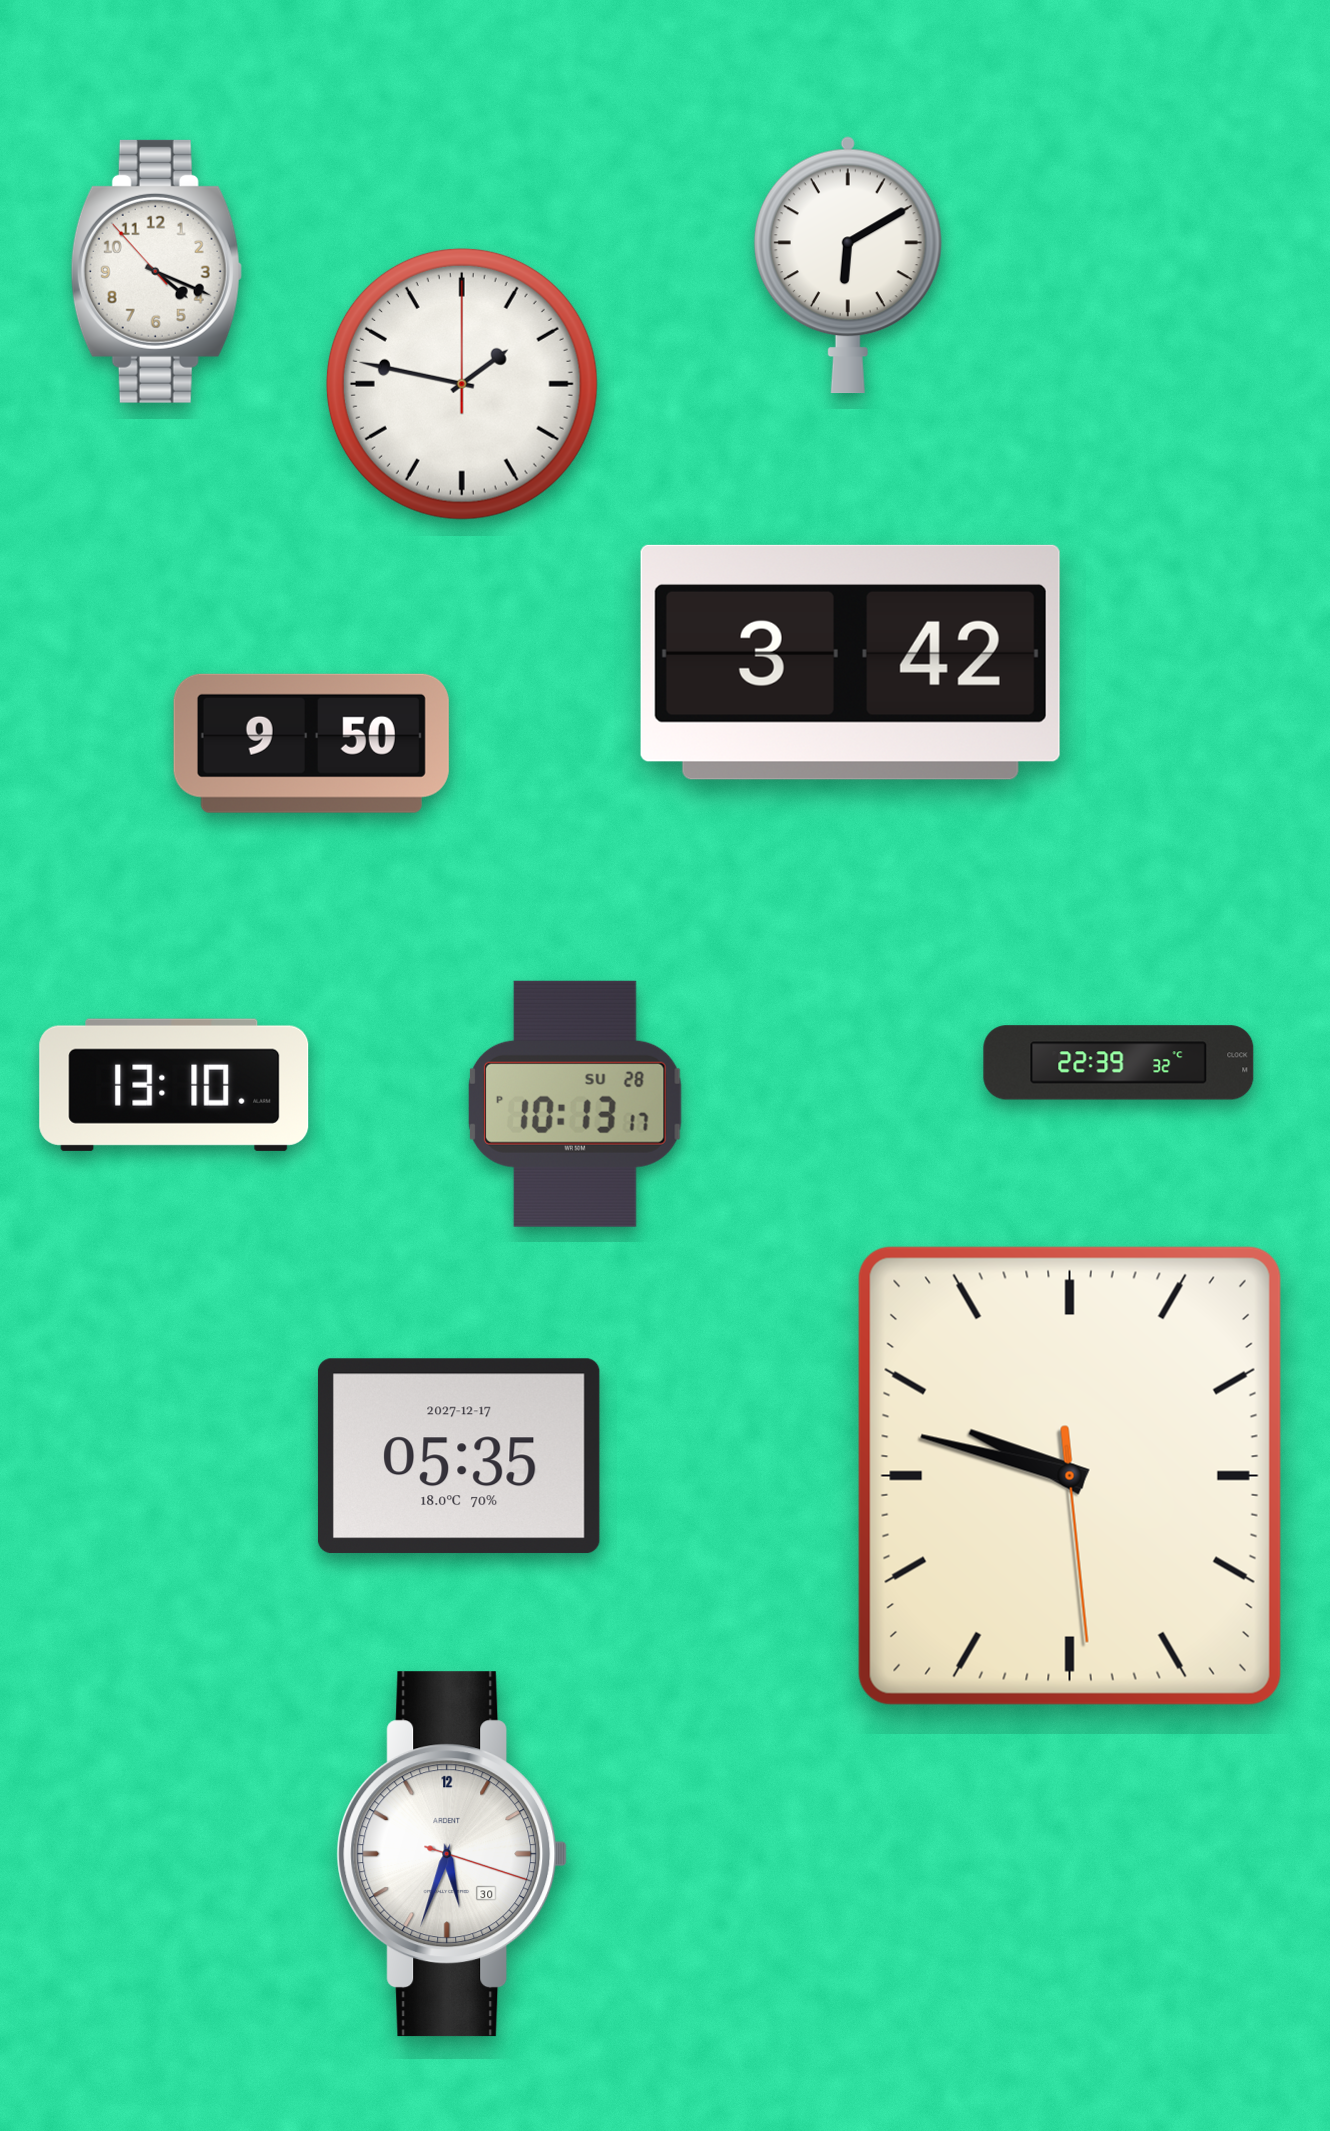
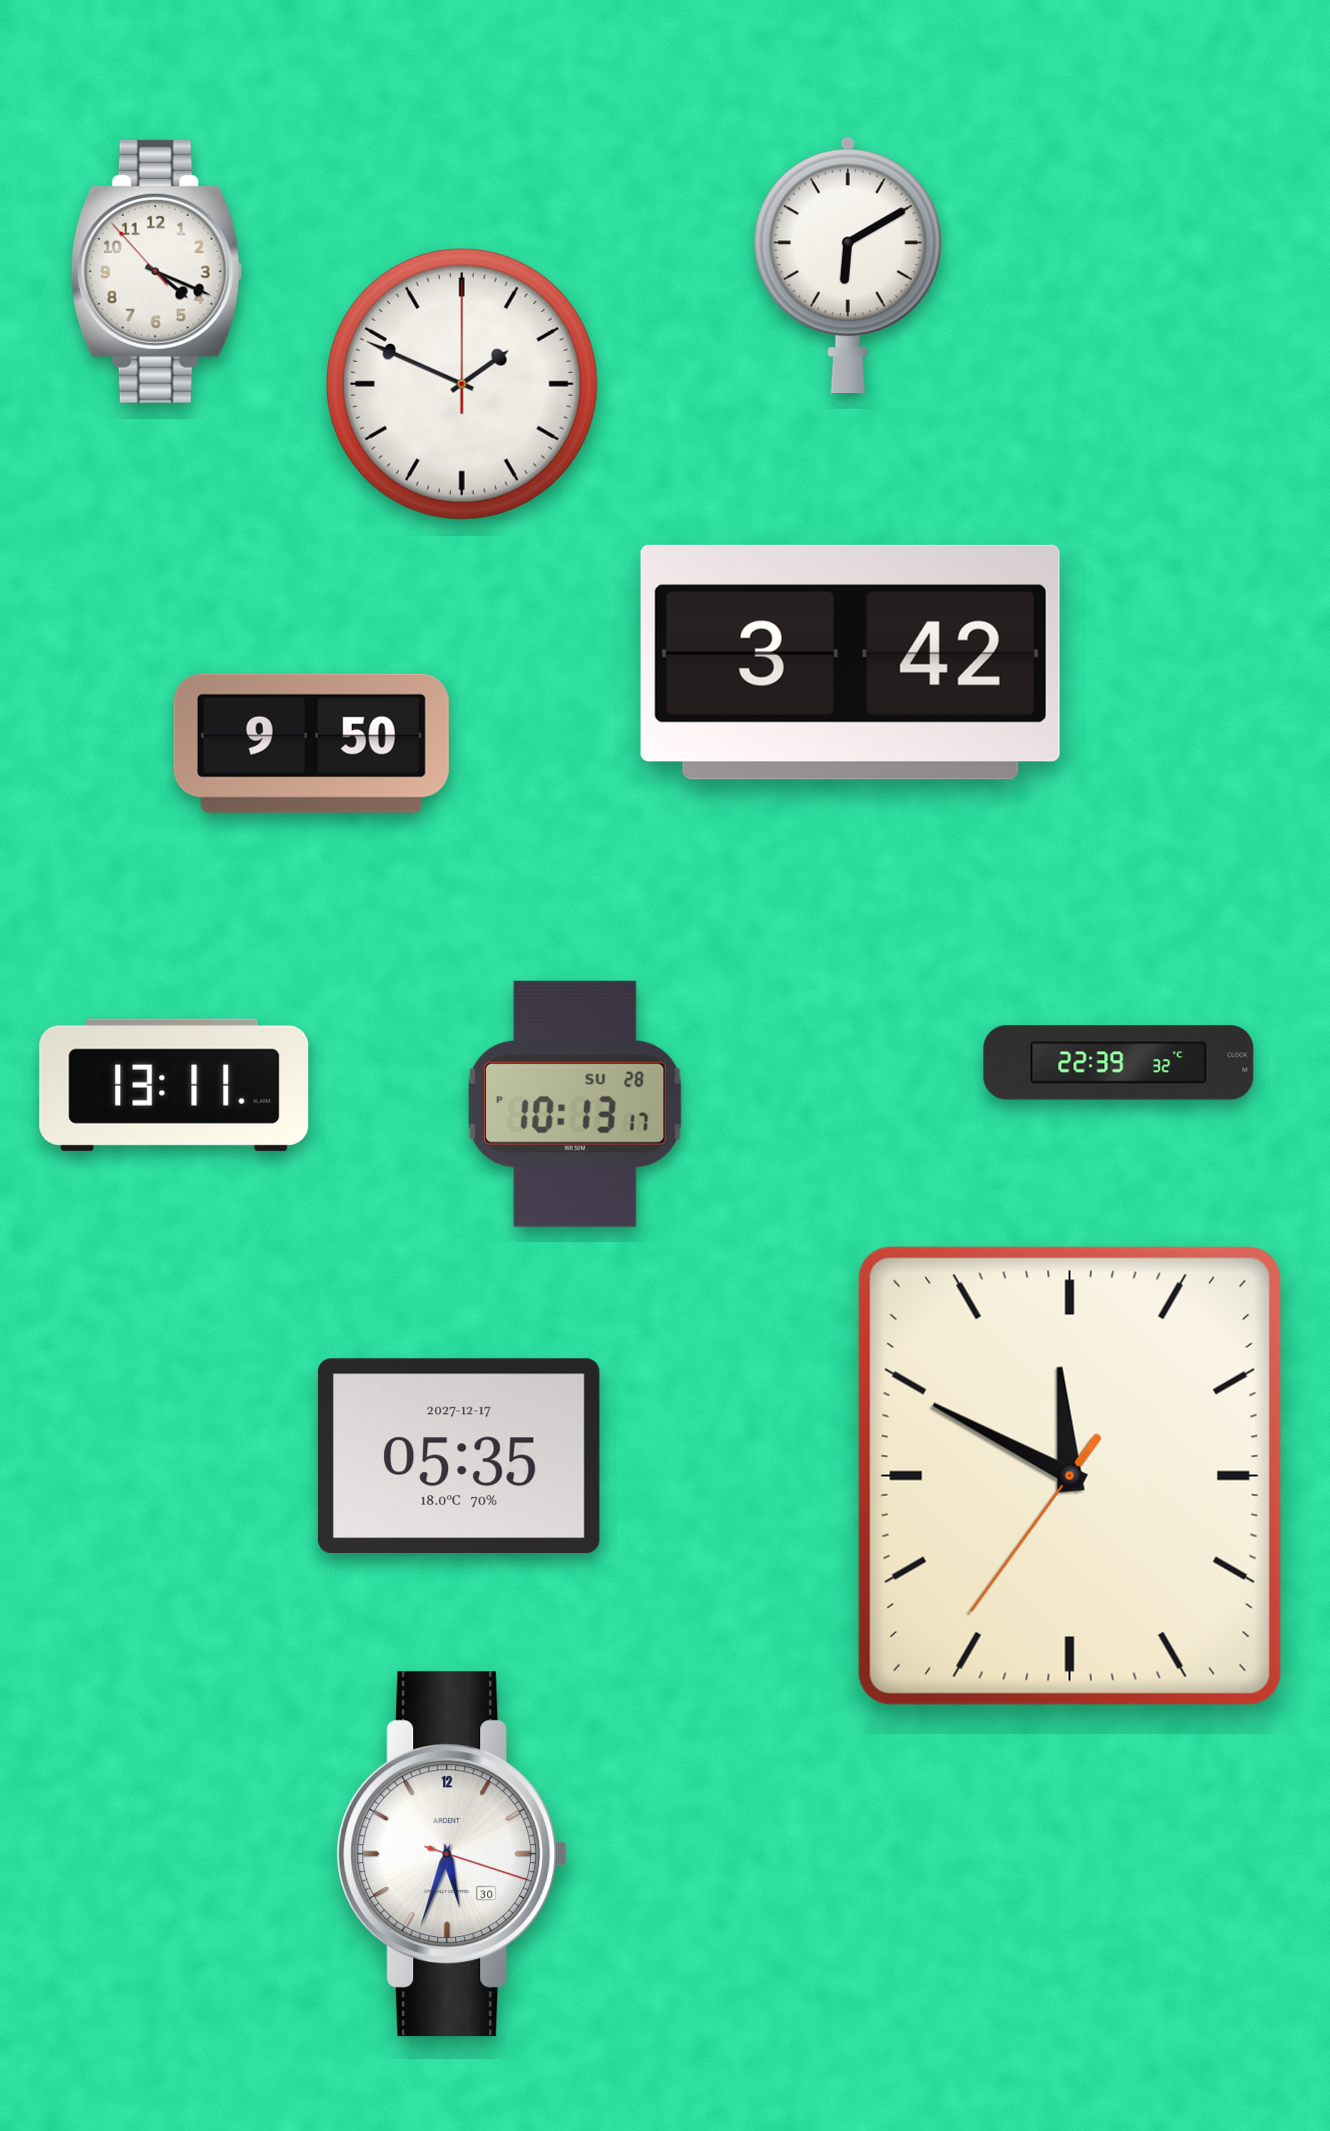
clock at (462, 384): 1:47 -> 1:49
clock at (174, 1085): 13:10 -> 13:11
clock at (1070, 1476): 9:47 -> 11:49
